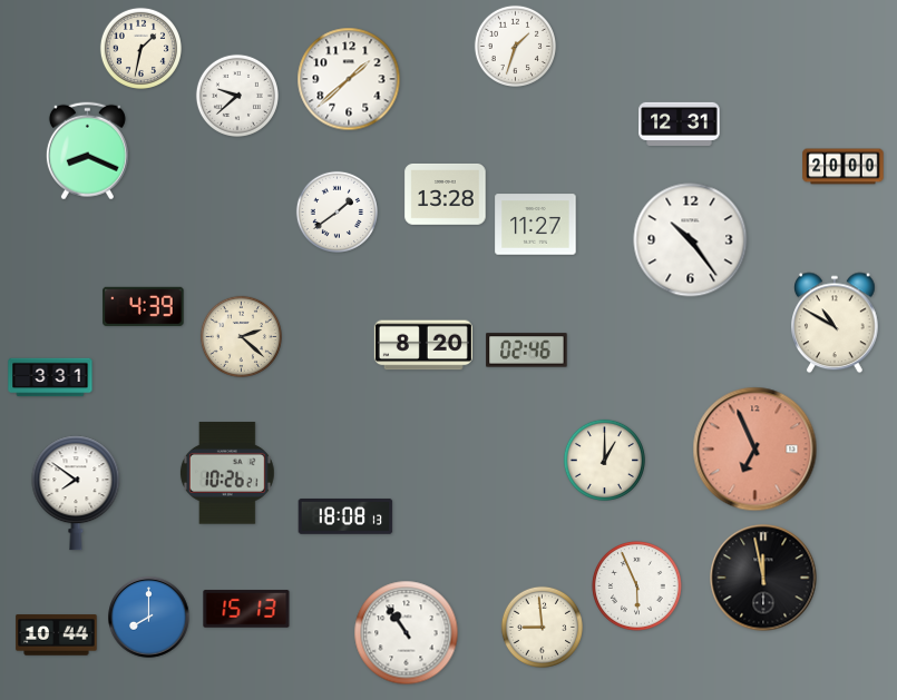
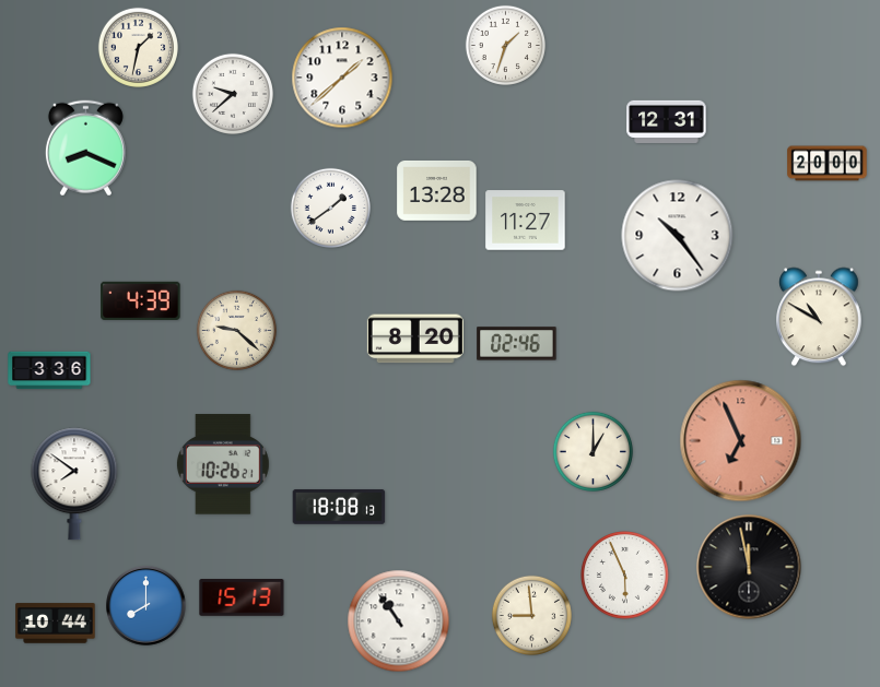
clock at (241, 336): 2:22 -> 9:22
clock at (50, 377): 3:31 -> 3:36
